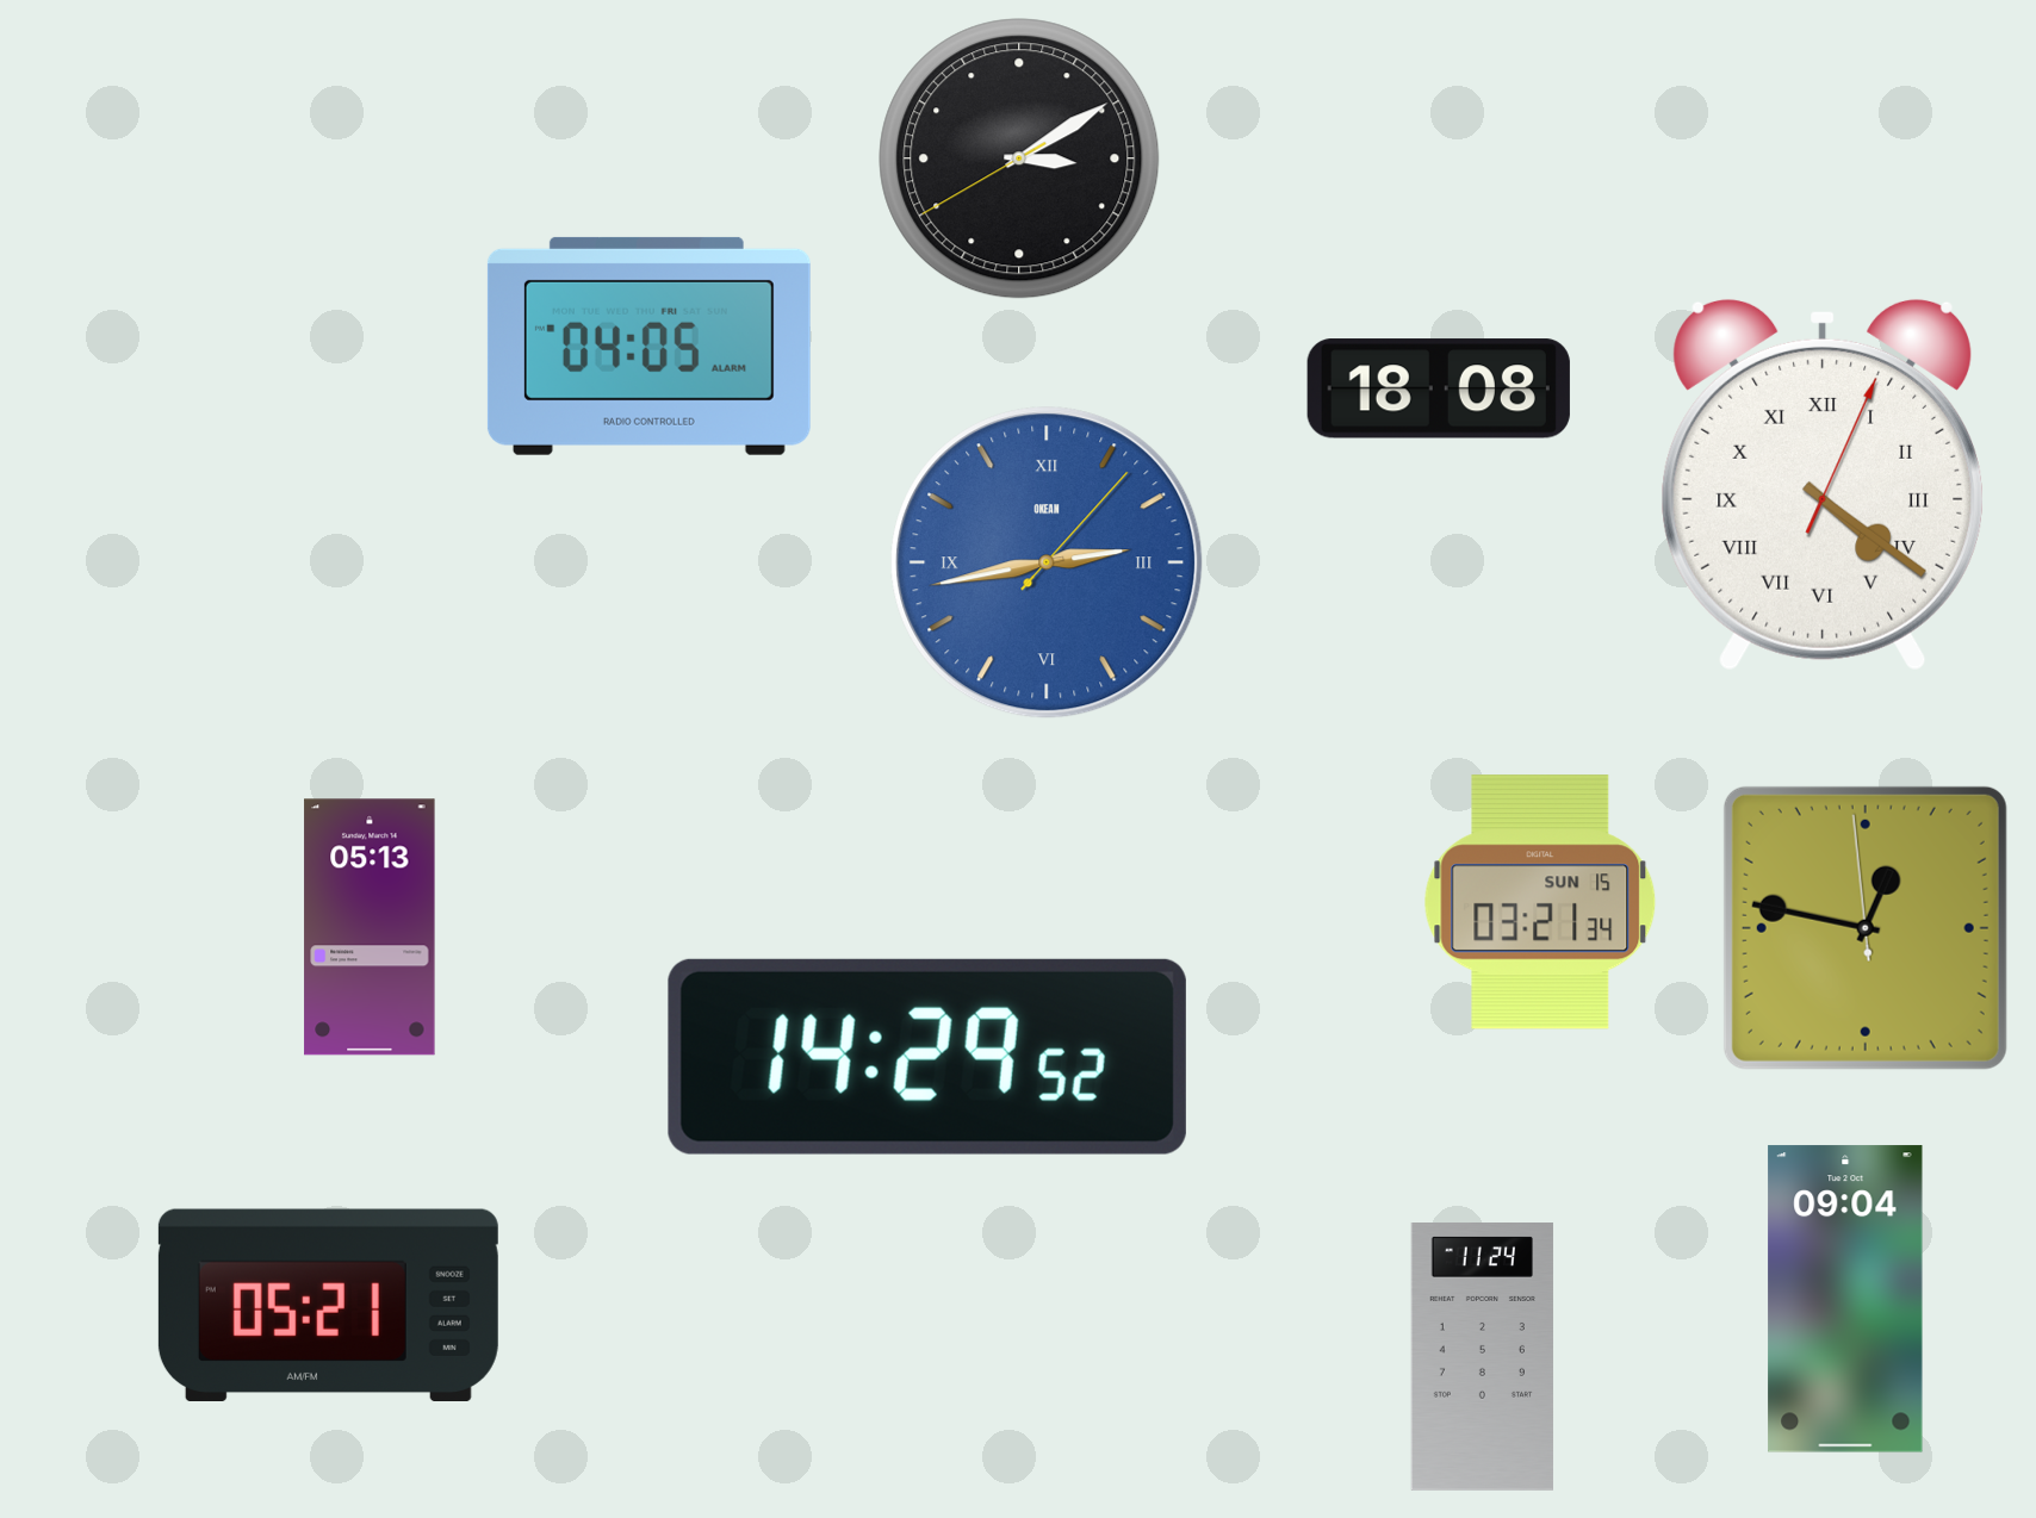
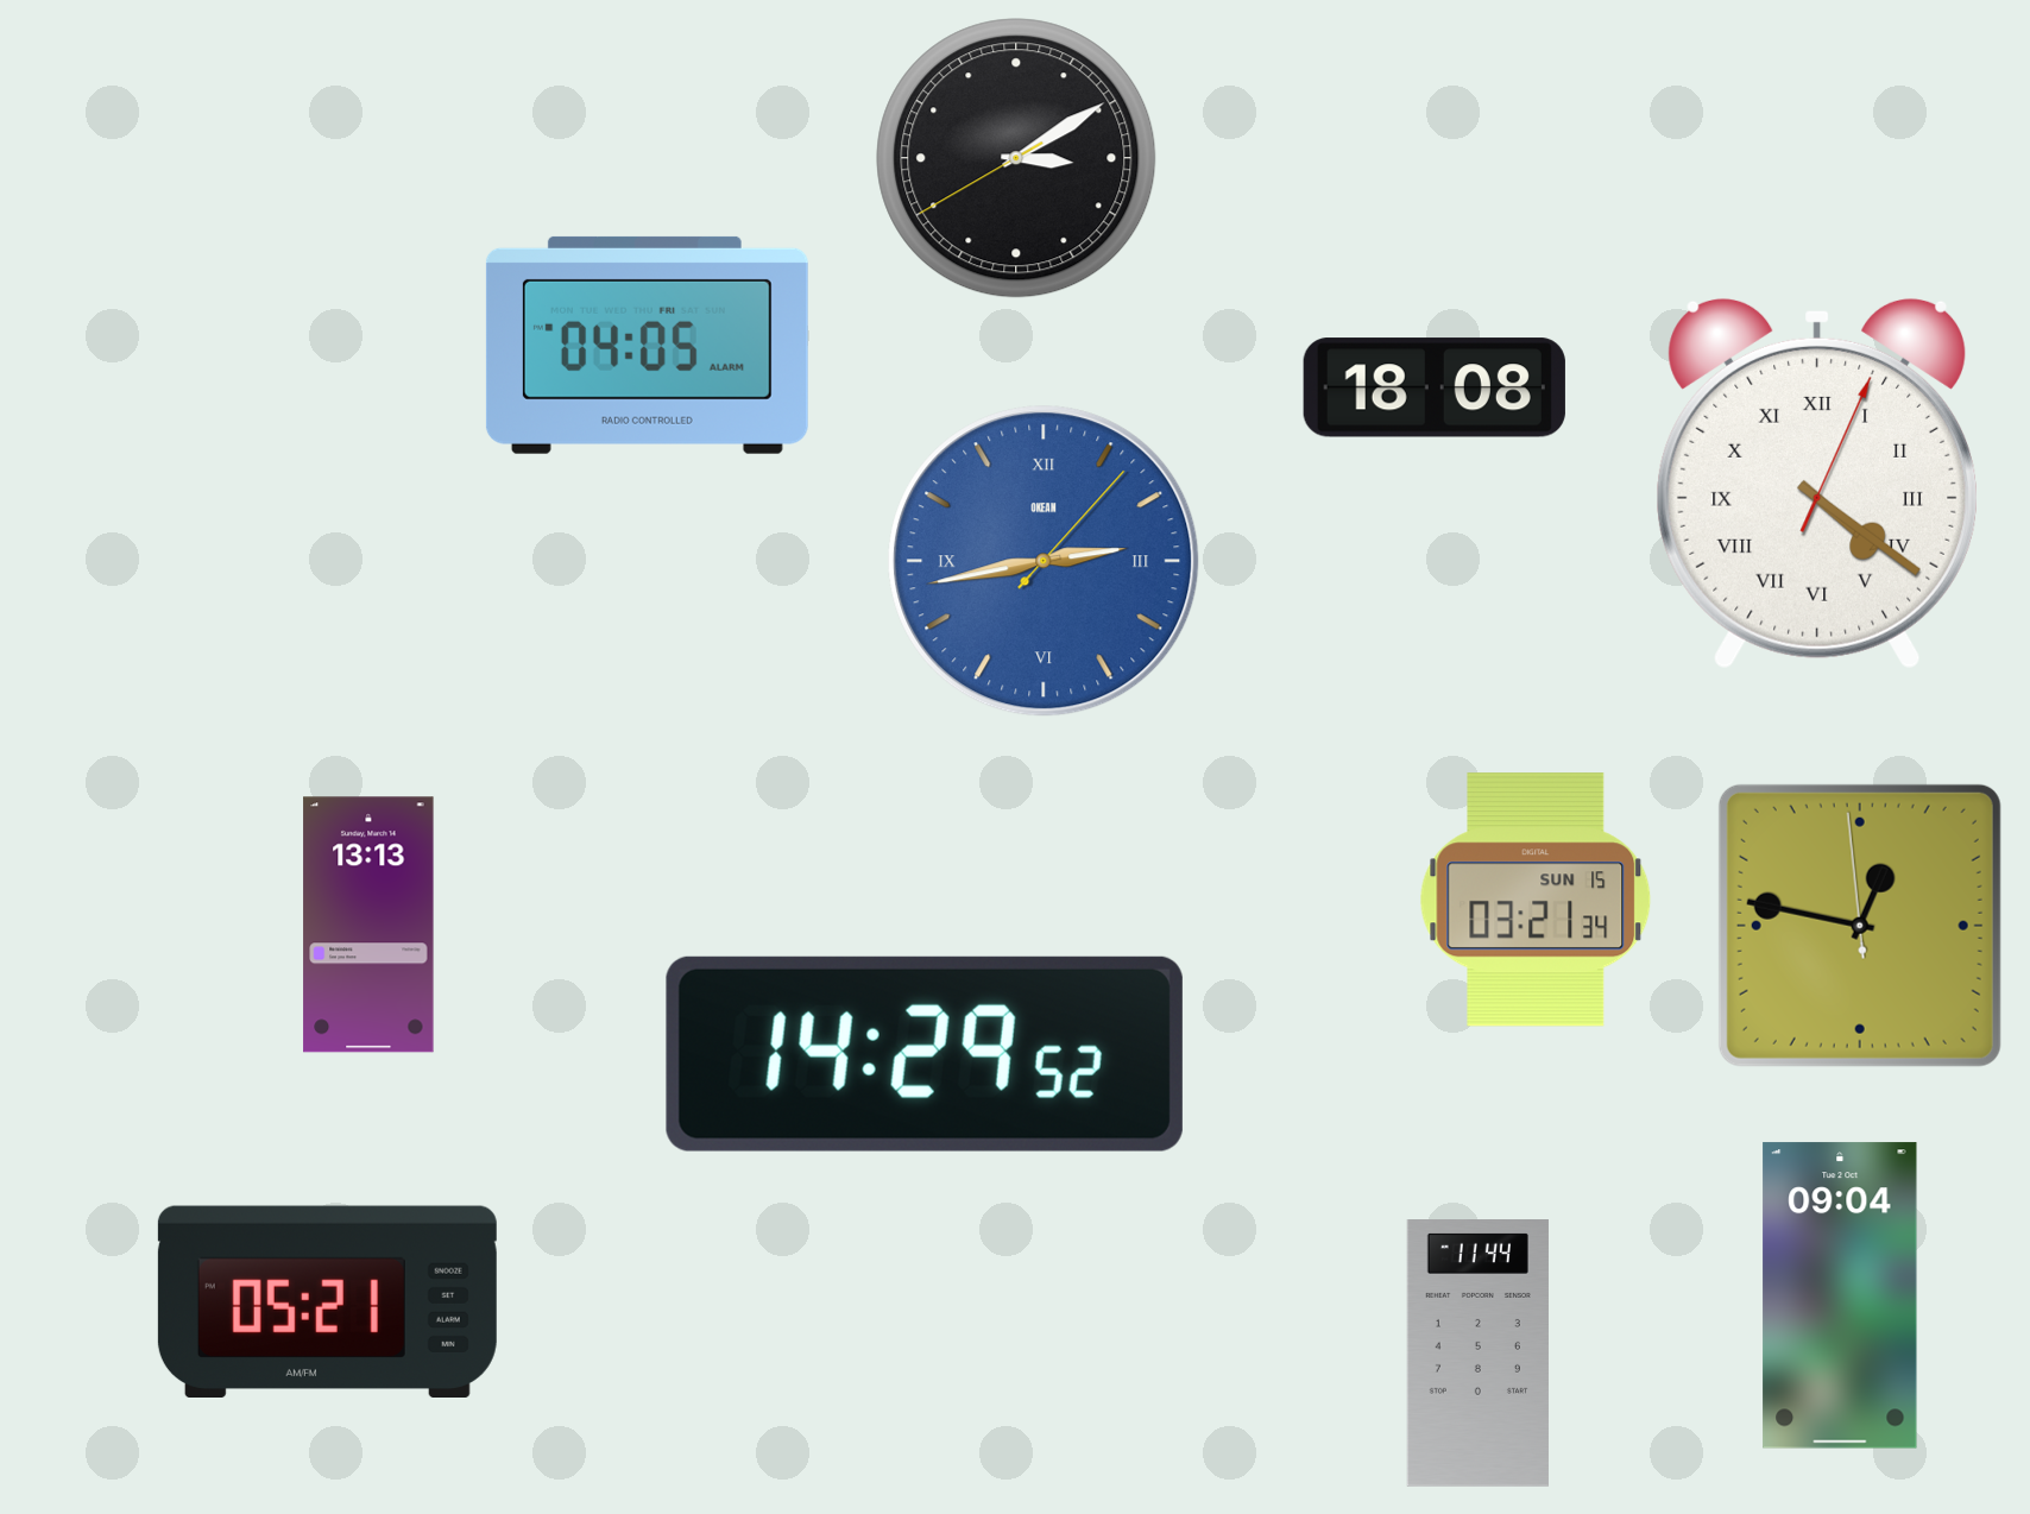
clock at (370, 927): 05:13 -> 13:13
clock at (1482, 1357): 11:24 -> 11:44
